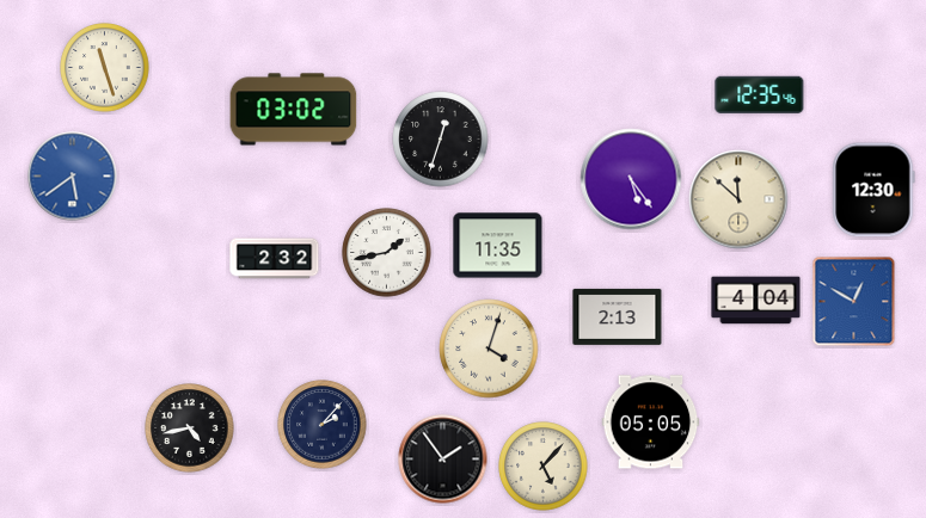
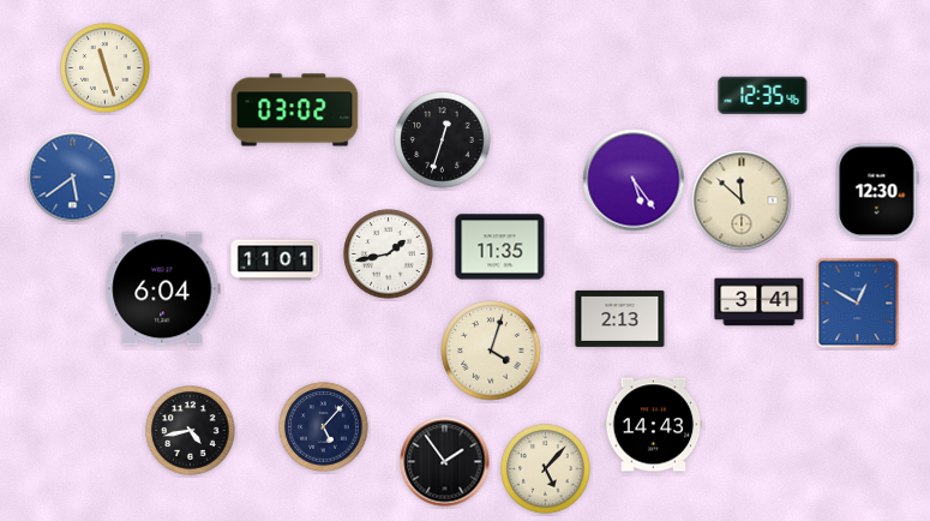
clock at (275, 259): 2:32 -> 11:01
clock at (163, 289): none -> 6:04
clock at (756, 301): 4:04 -> 3:41
clock at (651, 423): 05:05 -> 14:43
clock at (323, 425): 2:07 -> 5:07
